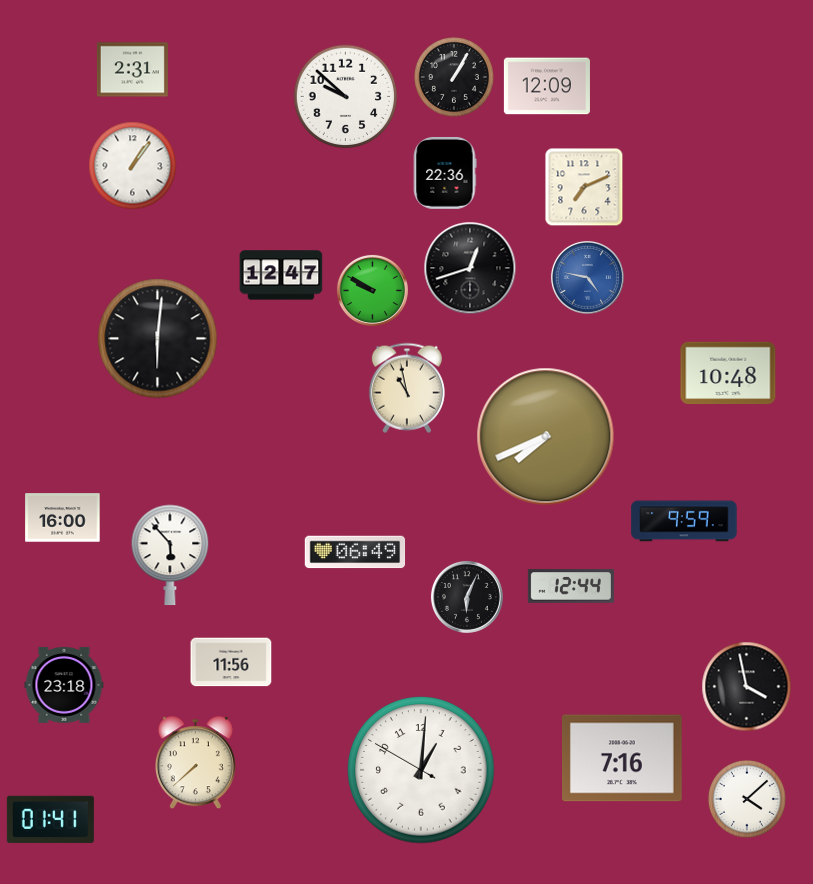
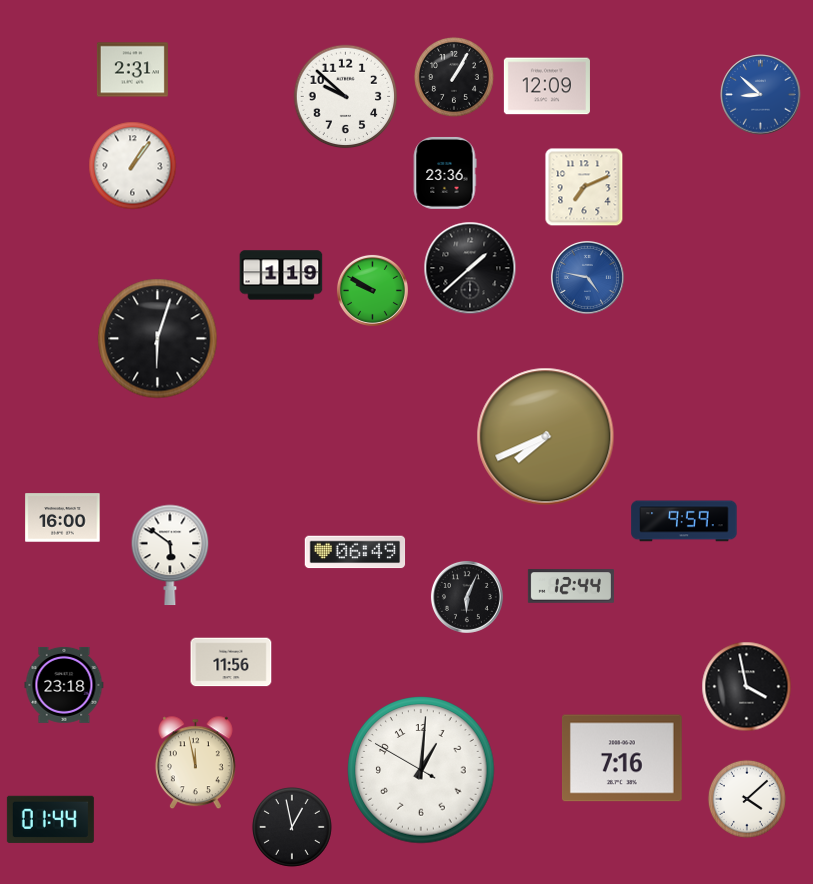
clock at (761, 95): none -> 8:52
clock at (445, 173): 22:36 -> 23:36
clock at (470, 268): 12:42 -> 1:38
clock at (281, 275): 12:47 -> 1:19
clock at (158, 339): 6:01 -> 6:03
clock at (728, 373): 10:48 -> none
clock at (407, 388): 10:58 -> none
clock at (170, 555): 5:53 -> 5:51
clock at (195, 763): 7:38 -> 11:58
clock at (50, 819): 01:41 -> 01:44
clock at (292, 827): none -> 12:58
